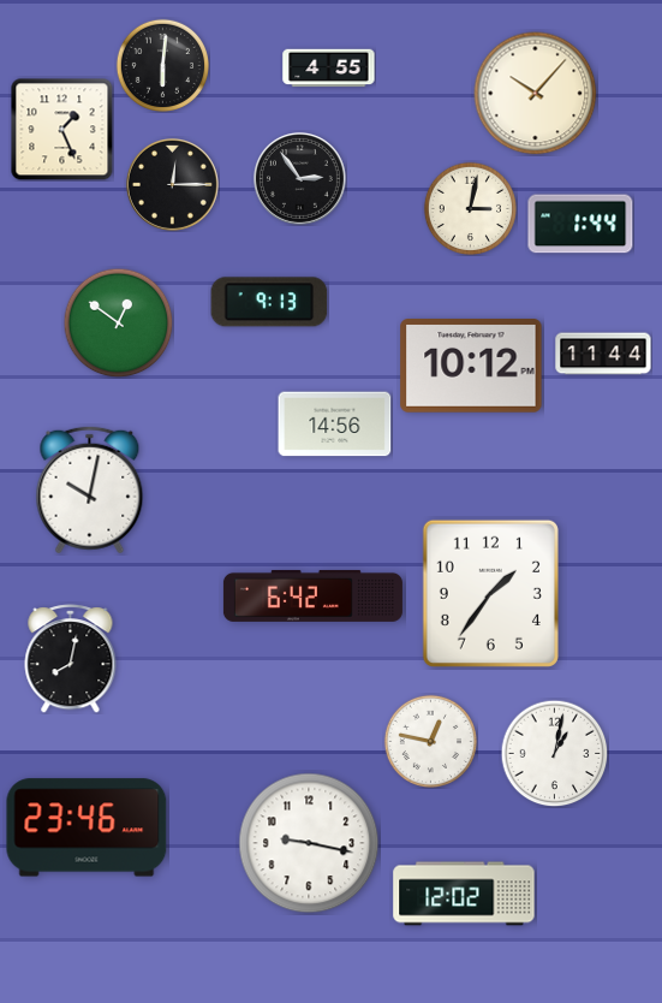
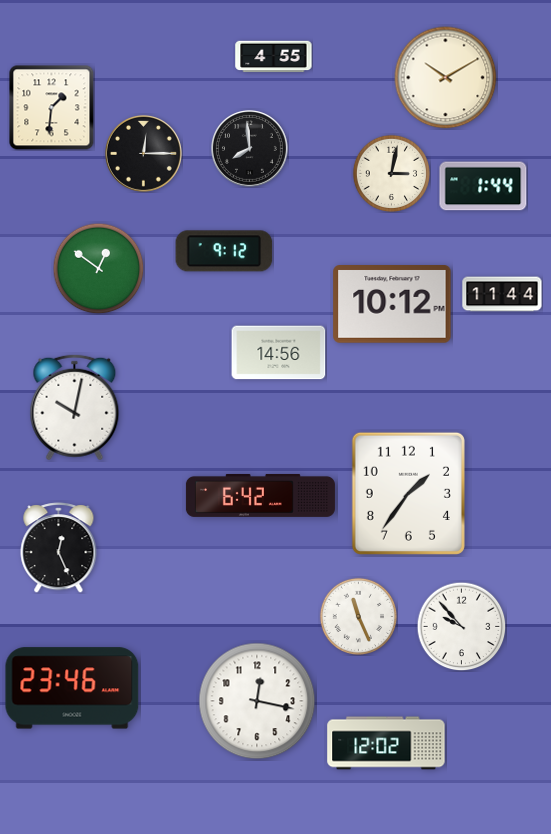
clock at (162, 65): 6:01 -> none
clock at (536, 94): 10:07 -> 10:10
clock at (62, 130): 1:26 -> 1:31
clock at (299, 178): 2:54 -> 7:59
clock at (269, 302): 9:13 -> 9:12
clock at (71, 659): 8:02 -> 12:26
clock at (430, 741): 12:47 -> 11:26
clock at (554, 753): 1:02 -> 9:53
clock at (309, 843): 9:17 -> 12:17
